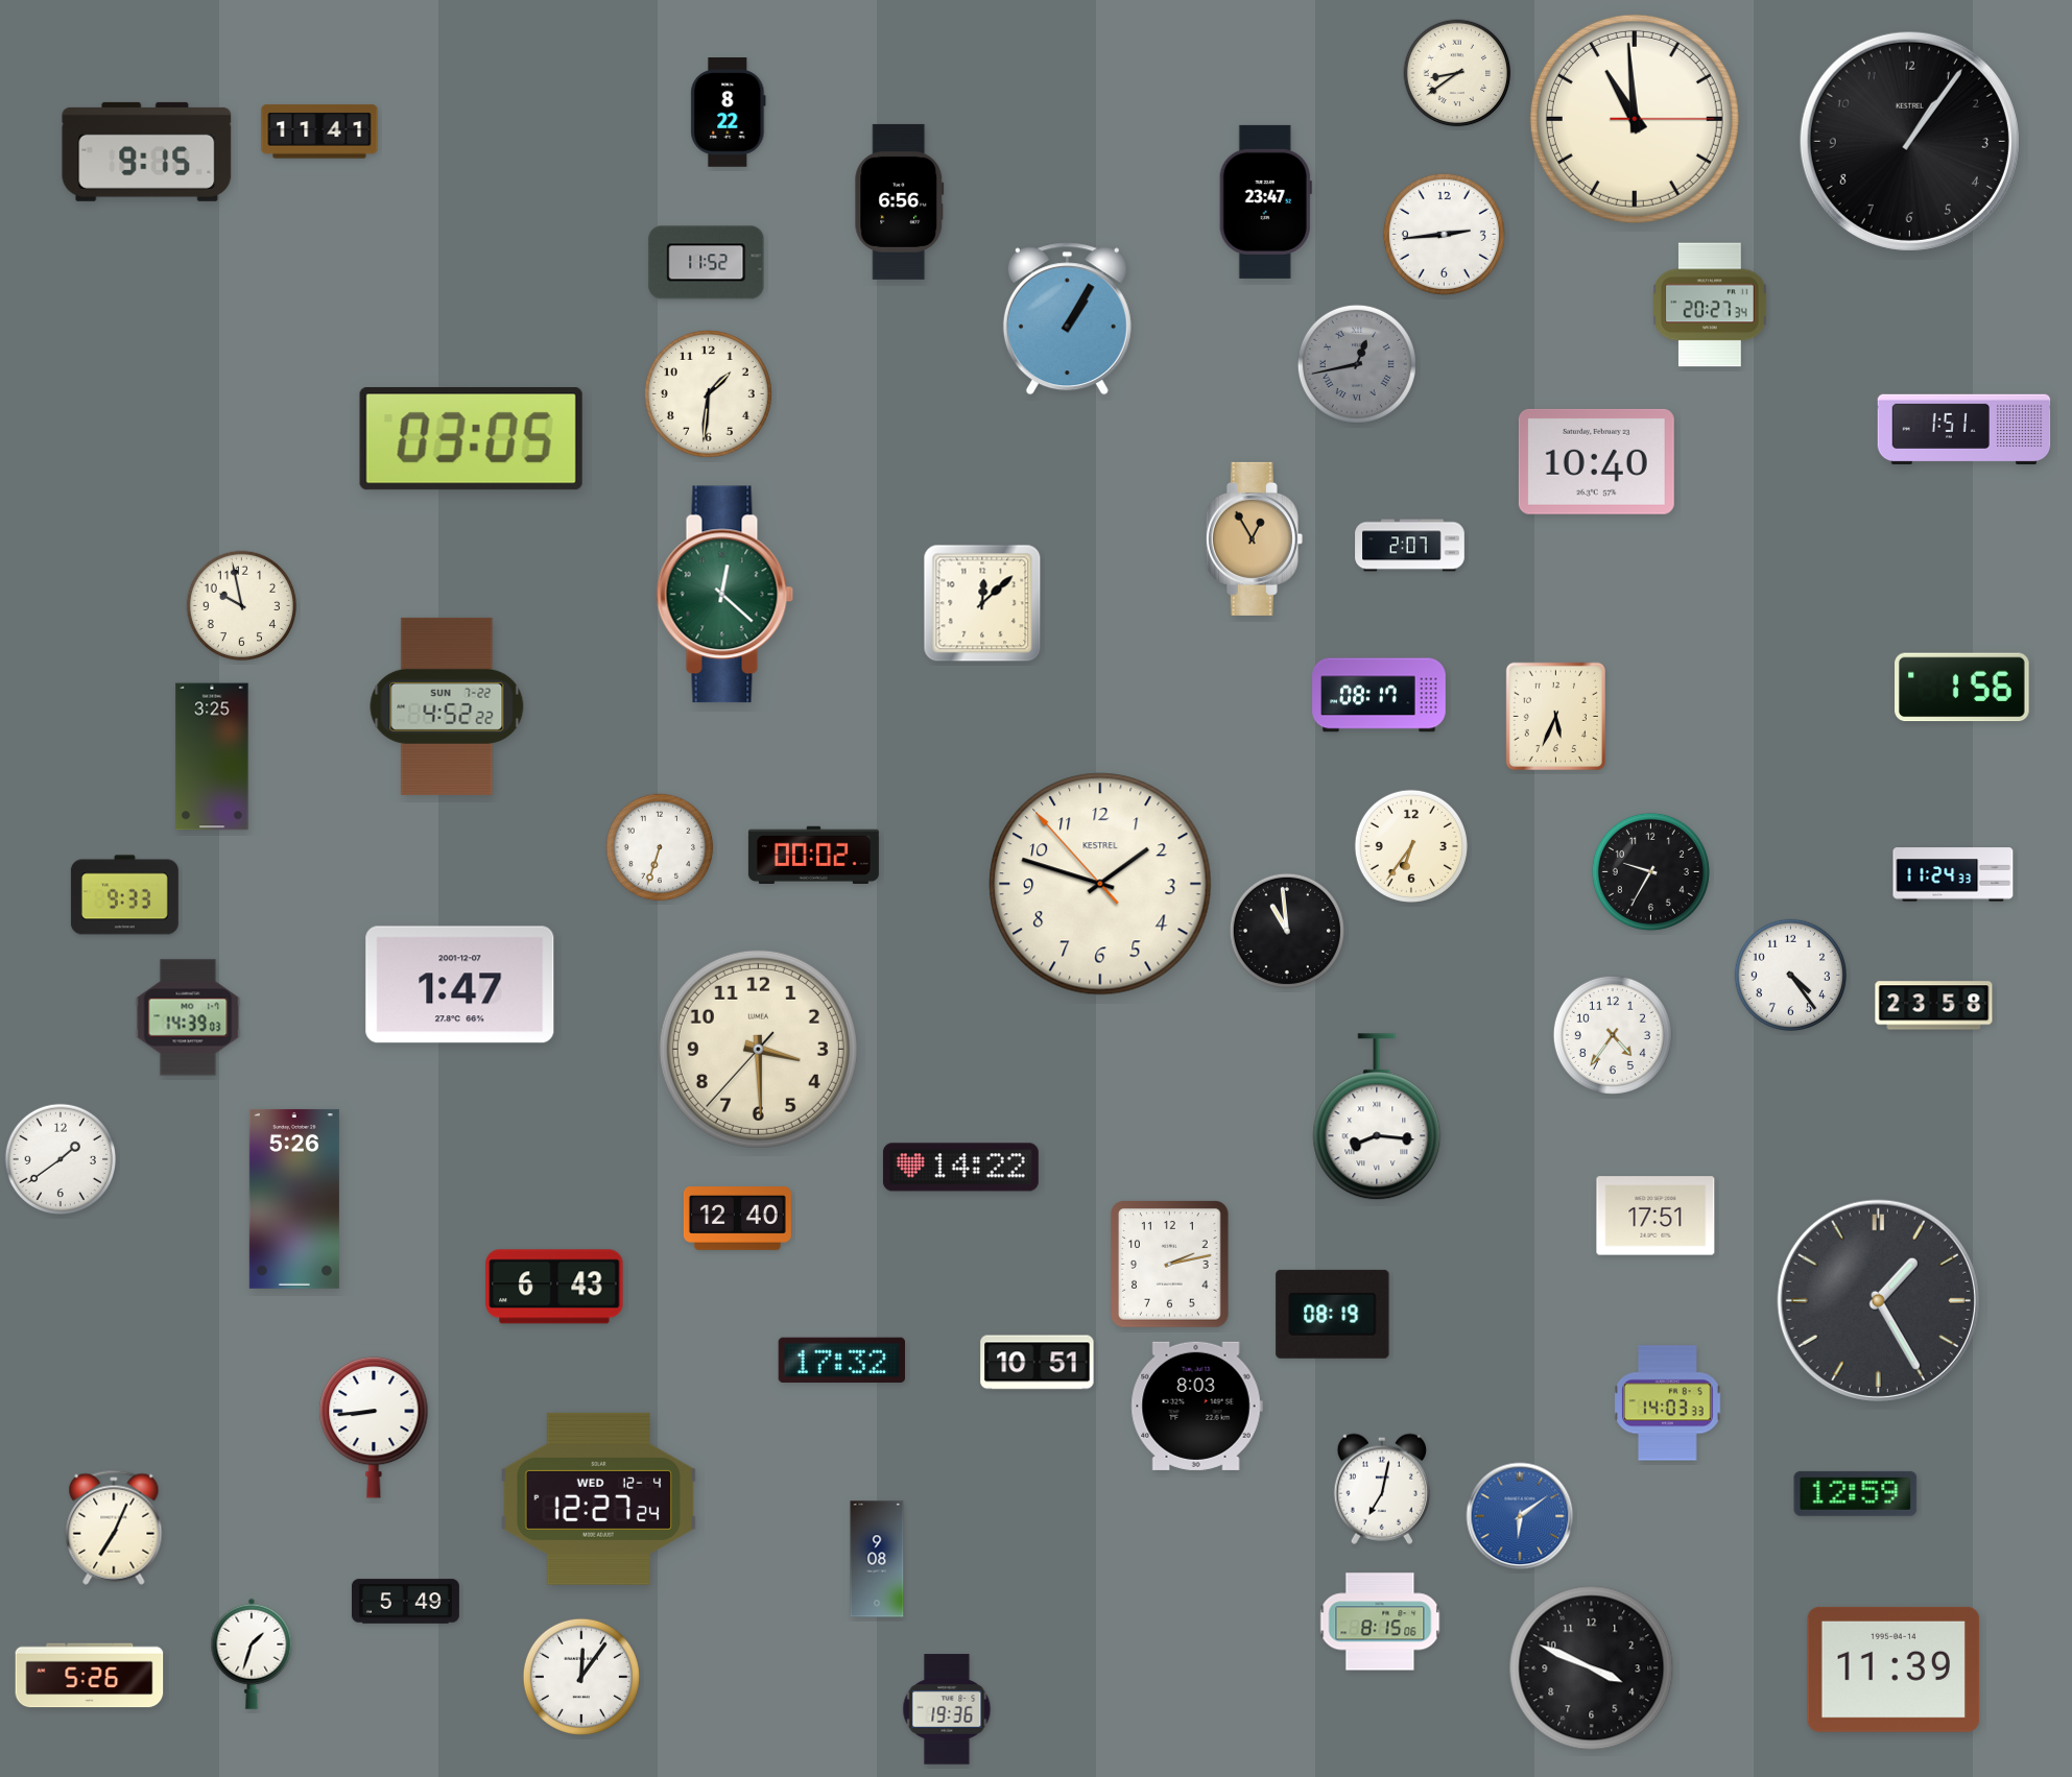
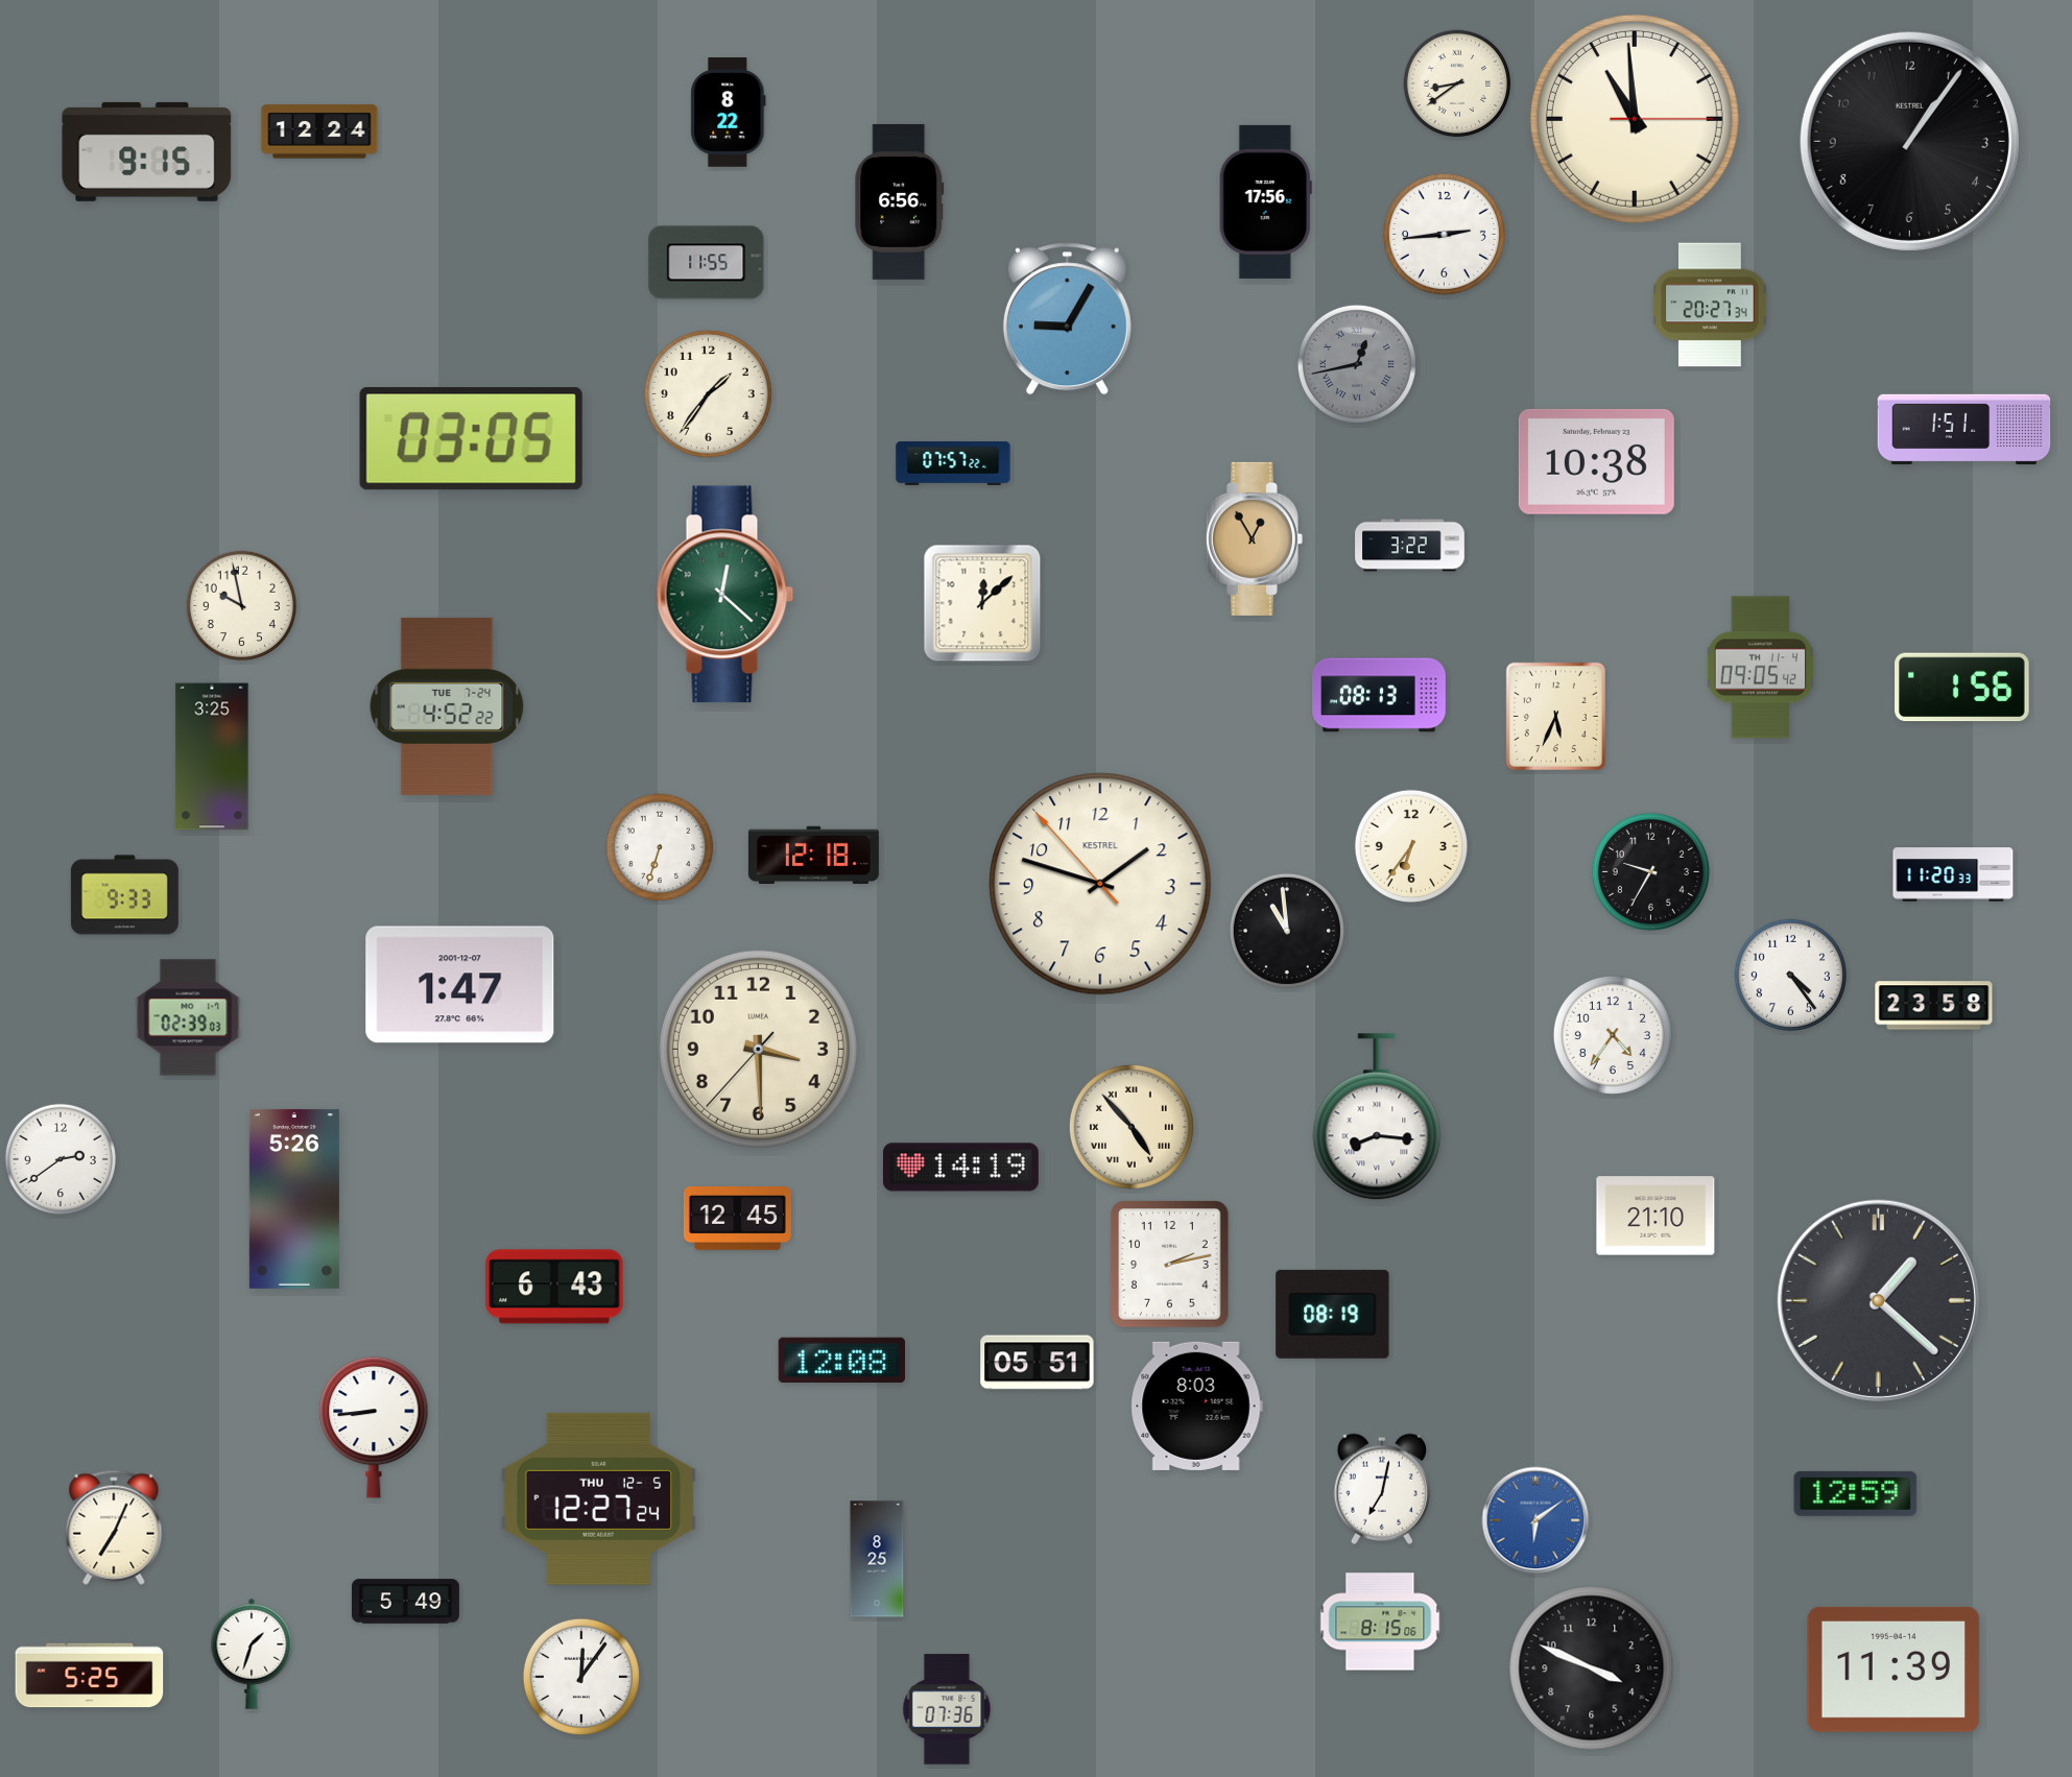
clock at (1457, 73) position: (1457, 73) -> (1457, 83)
clock at (319, 131): 11:41 -> 12:24
clock at (1265, 201): 23:47 -> 17:56
clock at (707, 263): 11:52 -> 11:55
clock at (1067, 319): 1:05 -> 9:05
clock at (708, 393): 1:31 -> 1:36
clock at (1596, 461): 10:40 -> 10:38
clock at (953, 463): none -> 07:57
clock at (1410, 546): 2:07 -> 3:22
clock at (1761, 668): none -> 09:05
clock at (1379, 695): 08:17 -> 08:13
clock at (447, 706) date: SUN 7-22 -> TUE 7-24
clock at (813, 855): 00:02 -> 12:18
clock at (1953, 874): 11:24 -> 11:20
clock at (188, 1017): 14:39 -> 02:39
clock at (1132, 1127): none -> 4:53
clock at (59, 1158): 1:39 -> 2:39
clock at (960, 1168): 14:22 -> 14:19
clock at (1656, 1216): 17:51 -> 21:10
clock at (737, 1219): 12:40 -> 12:45
clock at (1878, 1300): 1:25 -> 1:22
clock at (841, 1360): 17:32 -> 12:08
clock at (1038, 1363): 10:51 -> 05:51
clock at (1668, 1403): 14:03 -> none
clock at (599, 1498) date: WED 12-4 -> THU 12-5
clock at (1520, 1516) position: (1520, 1516) -> (1535, 1520)
clock at (877, 1559): 9:08 -> 8:25
clock at (90, 1676): 5:26 -> 5:25
clock at (947, 1709): 19:36 -> 07:36
